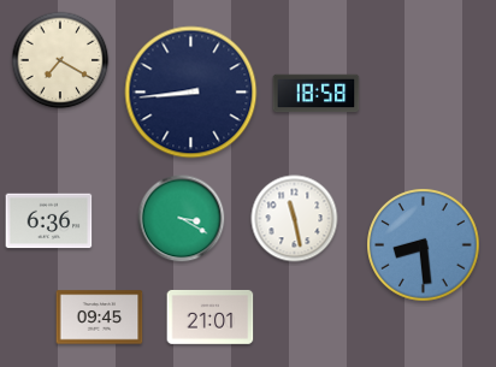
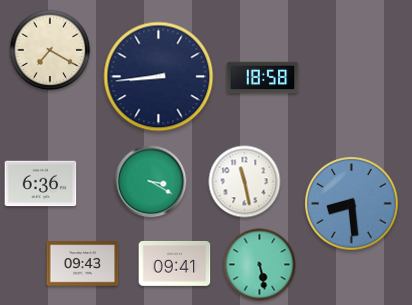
clock at (100, 318): 09:45 -> 09:43
clock at (211, 318): 21:01 -> 09:41
clock at (260, 265): none -> 5:28
